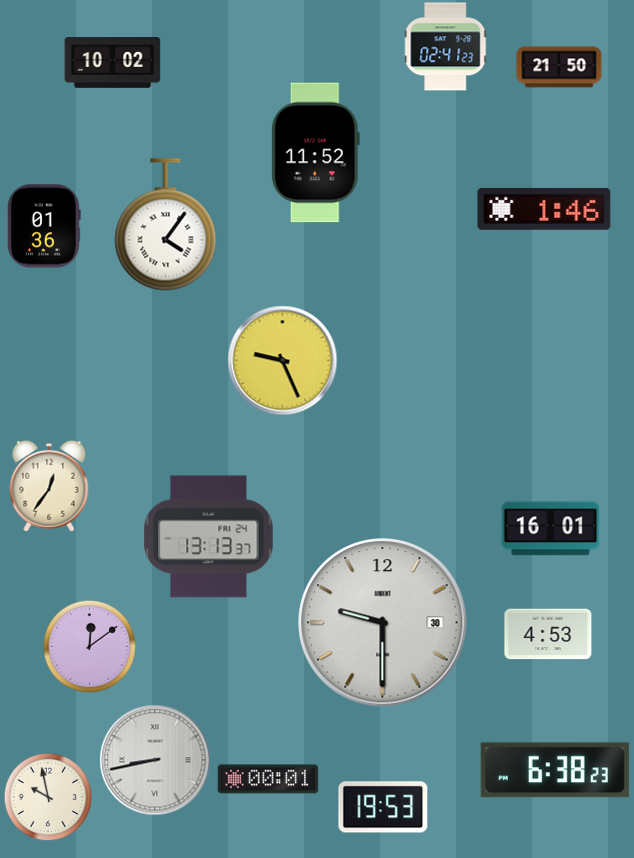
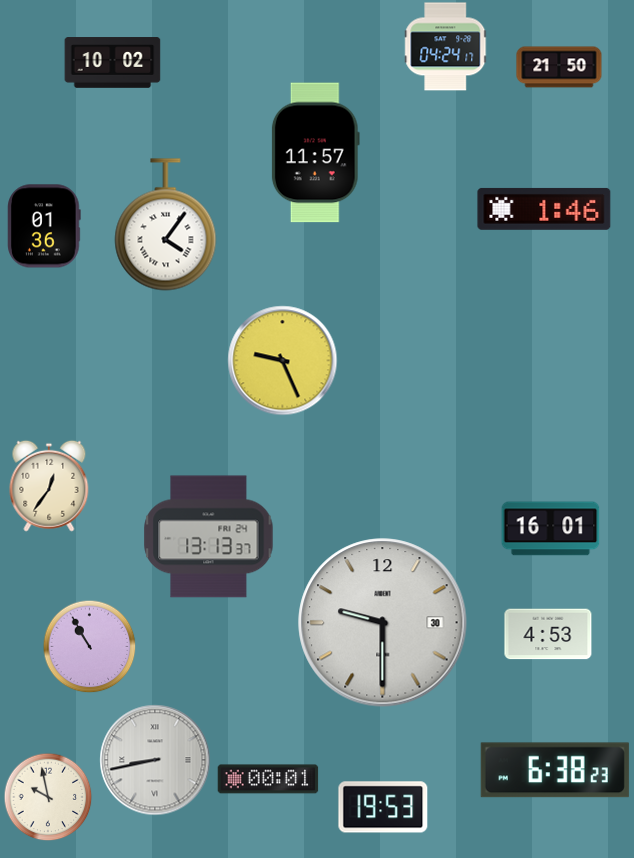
clock at (446, 47): 02:41 -> 04:24
clock at (315, 153): 11:52 -> 11:57
clock at (89, 646): 12:09 -> 10:55
